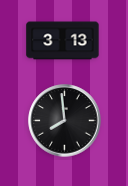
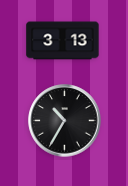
clock at (65, 121): 7:59 -> 10:35
